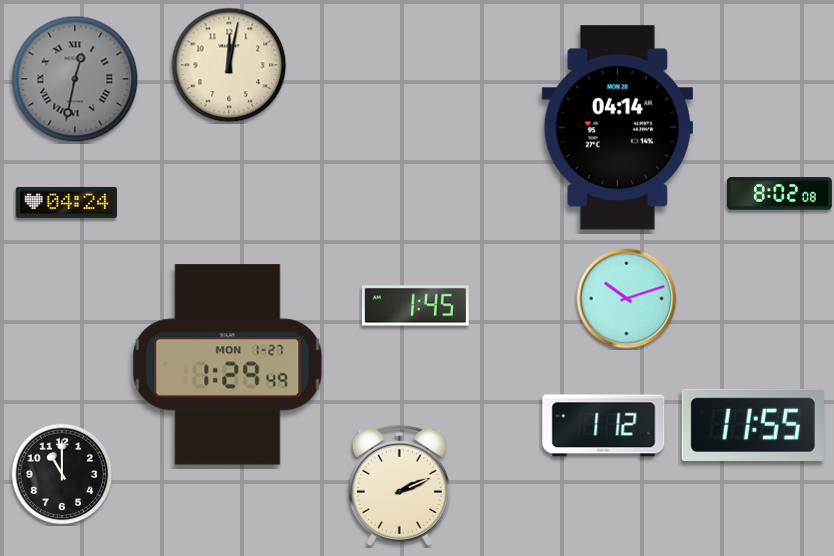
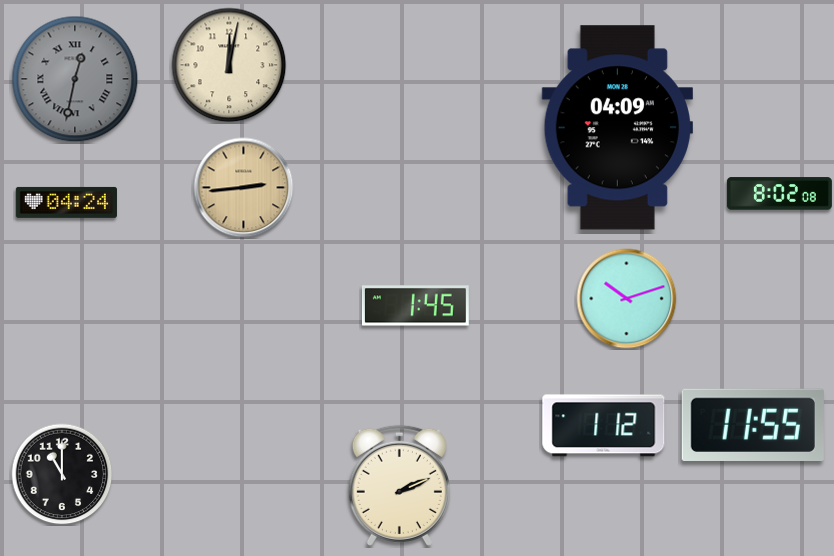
clock at (617, 128): 04:14 -> 04:09
clock at (244, 188): none -> 2:44
clock at (228, 365): 1:29 -> none
